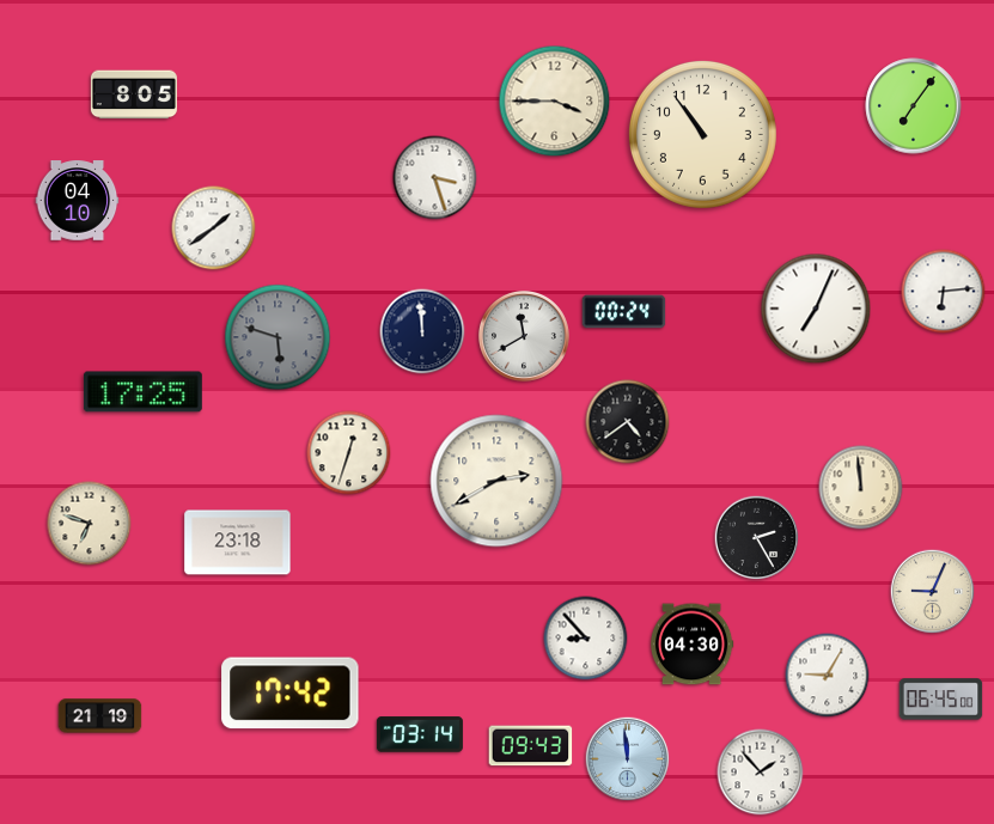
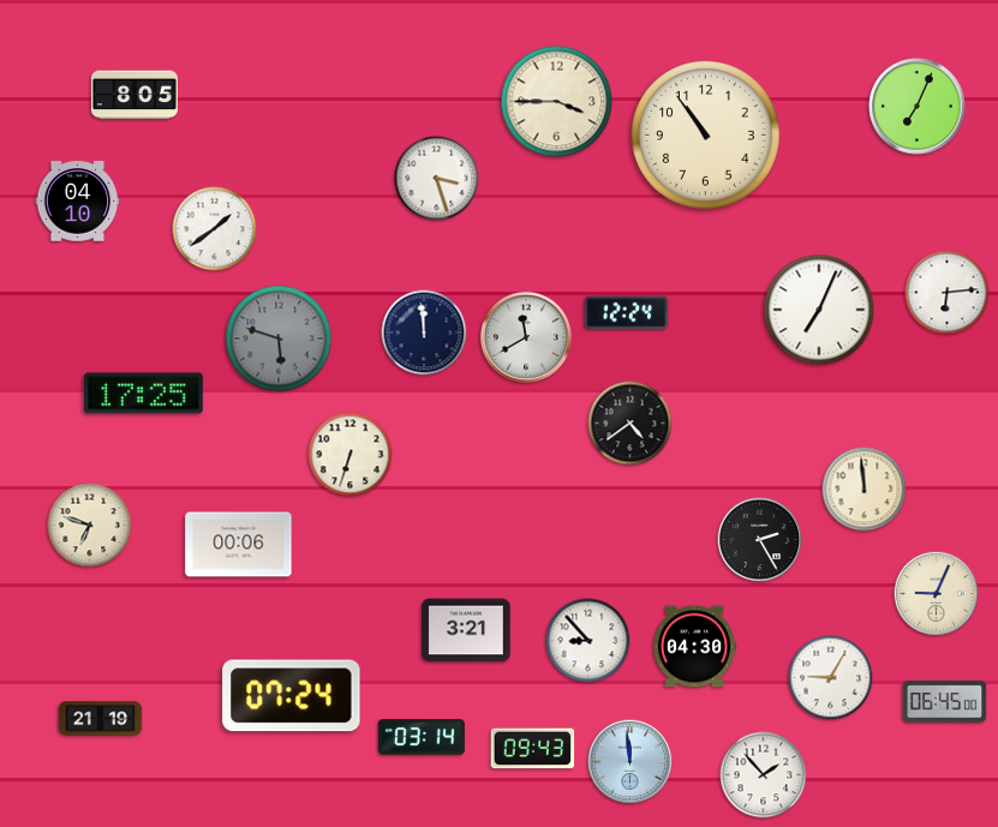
clock at (914, 106): 7:06 -> 7:04
clock at (624, 312): 00:24 -> 12:24
clock at (349, 453): 12:33 -> 6:33
clock at (496, 481): 2:40 -> none
clock at (238, 543): 23:18 -> 00:06
clock at (466, 630): none -> 3:21
clock at (291, 694): 17:42 -> 07:24
